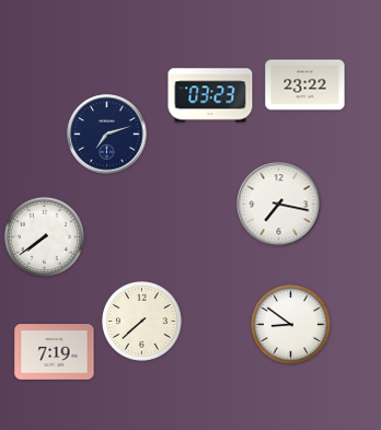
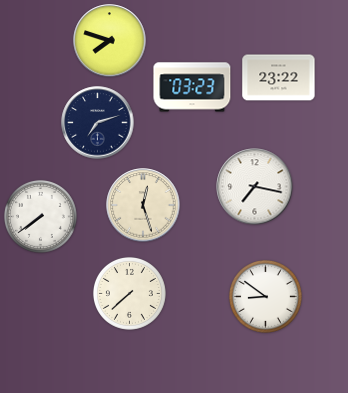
clock at (110, 41): none -> 7:48
clock at (143, 205): none -> 12:27
clock at (55, 352): 7:19 -> none
